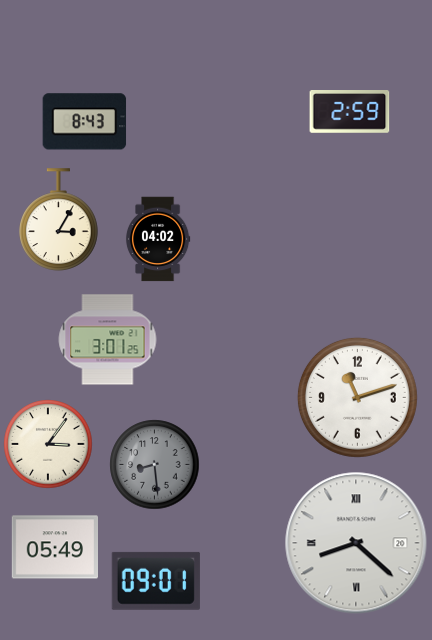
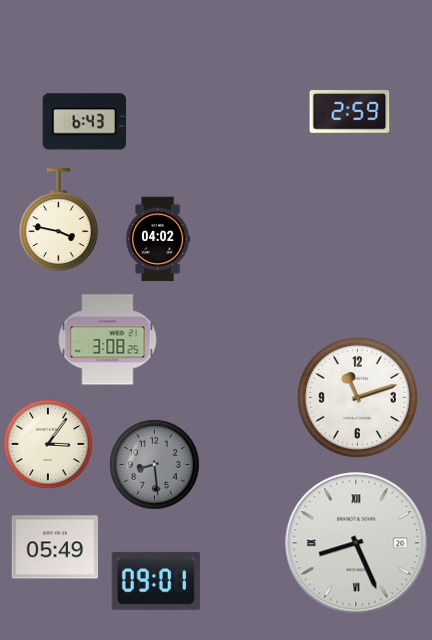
clock at (85, 122): 8:43 -> 6:43
clock at (59, 220): 3:05 -> 3:47
clock at (108, 340): 3:01 -> 3:08
clock at (356, 543): 8:22 -> 8:26
